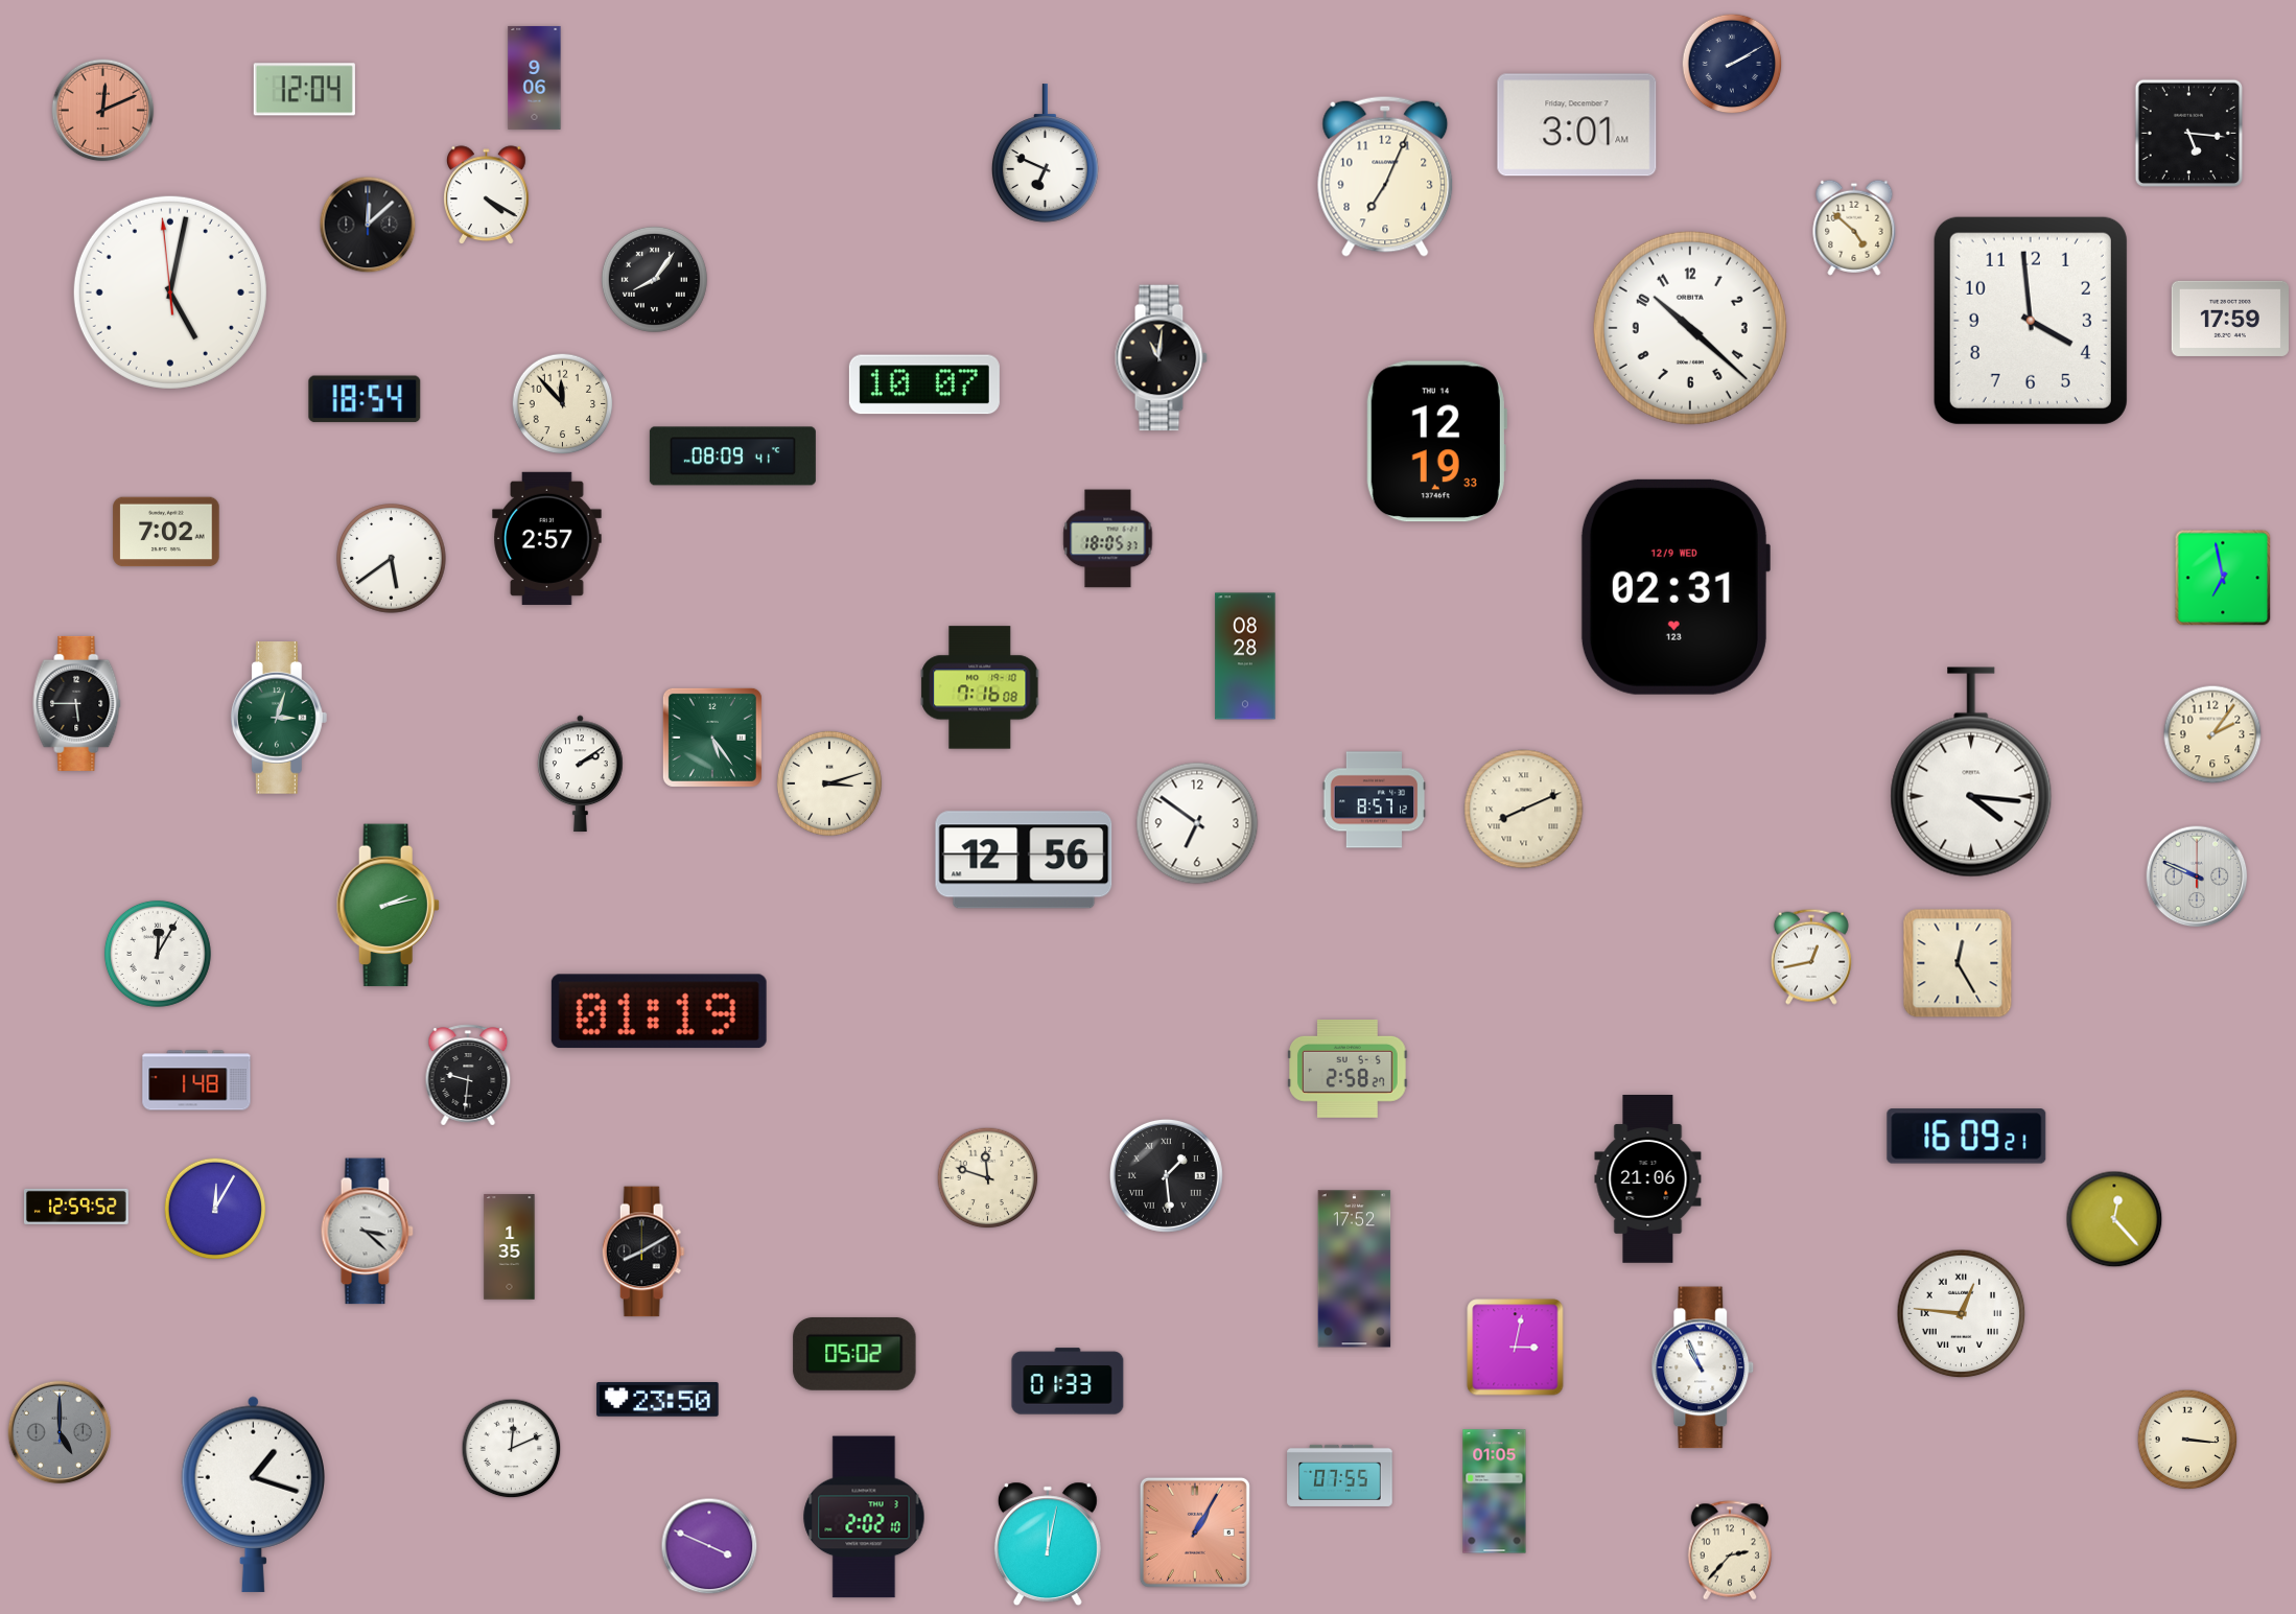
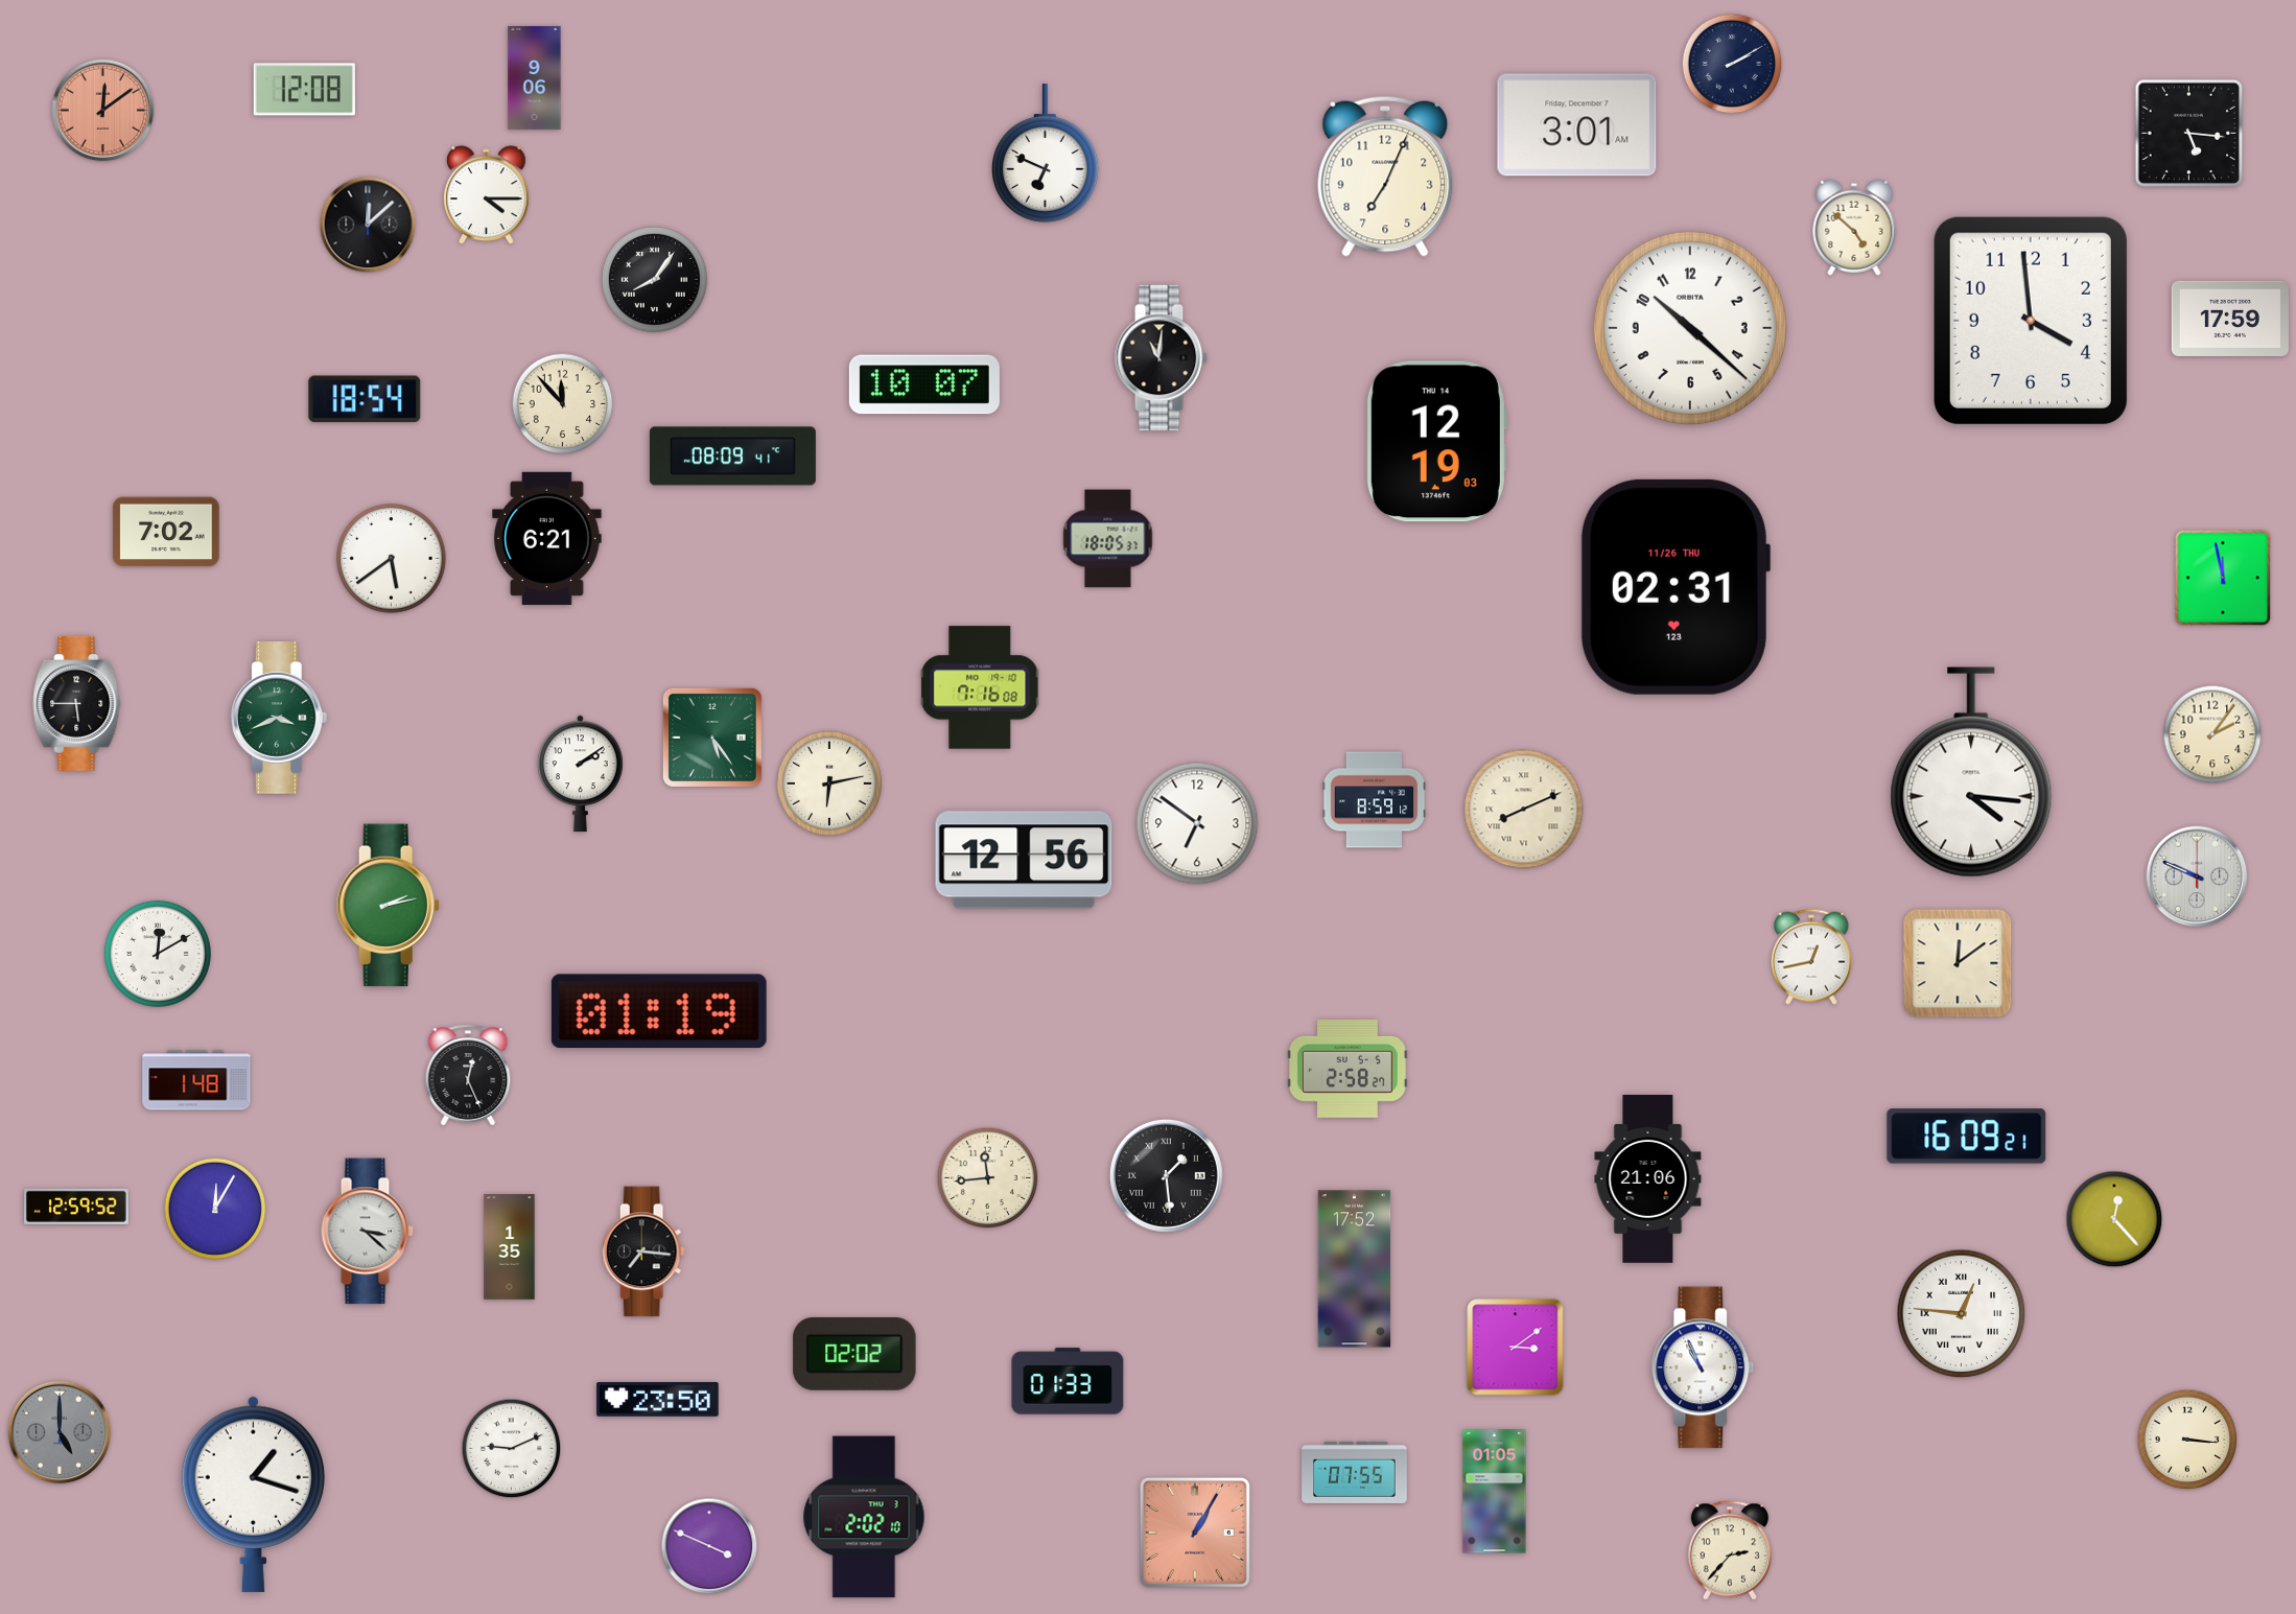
clock at (304, 90): 12:04 -> 12:08
clock at (103, 111): 12:11 -> 12:09
clock at (487, 194): 4:20 -> 4:15
clock at (170, 293): 5:01 -> none
clock at (1436, 442): 12:19:33 -> 12:19:03
clock at (547, 538): 2:57 -> 6:21
clock at (2223, 578): 6:58 -> 11:58
clock at (1674, 587) date: 12/9 WED -> 11/26 THU
clock at (1245, 656): 08:28 -> none
clock at (279, 719): 3:03 -> 3:41
clock at (829, 783): 3:12 -> 6:13
clock at (1375, 800): 8:57 -> 8:59
clock at (158, 954): 12:05 -> 12:10
clock at (1958, 963): 12:25 -> 12:09
clock at (468, 1075): 9:31 -> 12:26
clock at (988, 1178): 11:48 -> 11:44
clock at (643, 1252): 8:10 -> 7:16
clock at (1516, 1348): 3:02 -> 3:09
clock at (854, 1354): 05:02 -> 02:02
clock at (512, 1449): 12:11 -> 9:11
clock at (1340, 1475) position: (1340, 1475) -> (1355, 1472)
clock at (1048, 1544): 12:02 -> none
